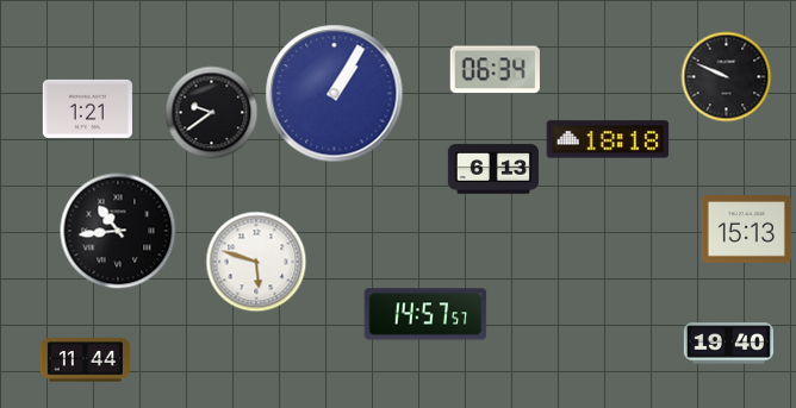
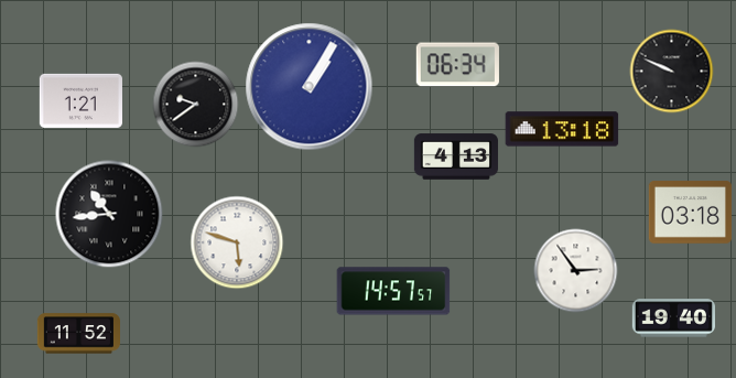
clock at (608, 139): 18:18 -> 13:18
clock at (493, 169): 6:13 -> 4:13
clock at (746, 230): 15:13 -> 03:18
clock at (576, 271): none -> 2:54
clock at (85, 360): 11:44 -> 11:52
